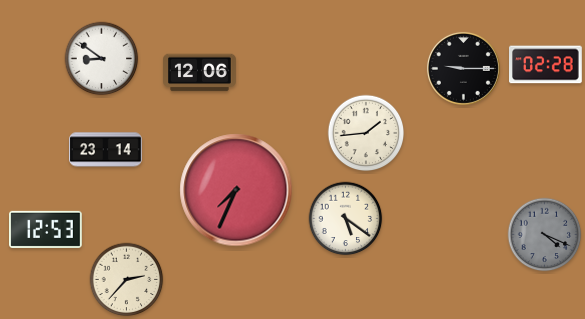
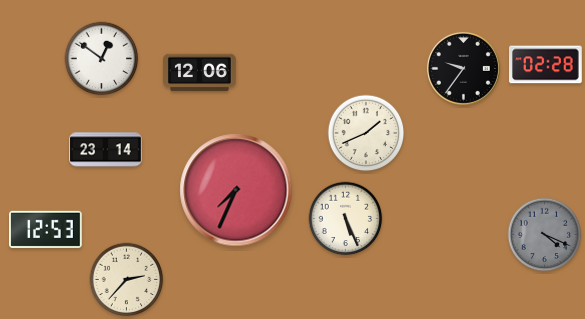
clock at (102, 59): 8:51 -> 12:51
clock at (463, 68): 9:15 -> 9:36
clock at (366, 133): 1:44 -> 1:41
clock at (346, 219): 5:21 -> 5:26
